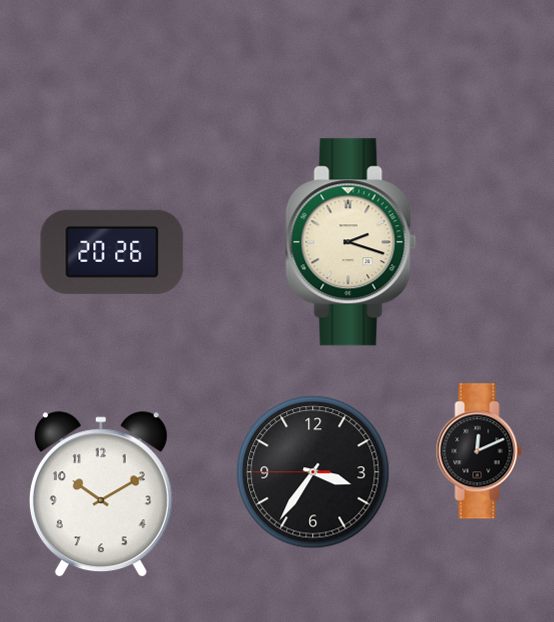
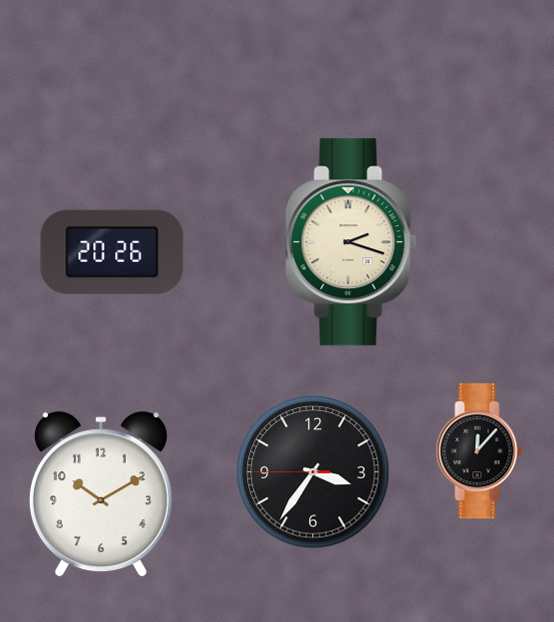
clock at (479, 451): 12:11 -> 12:07
